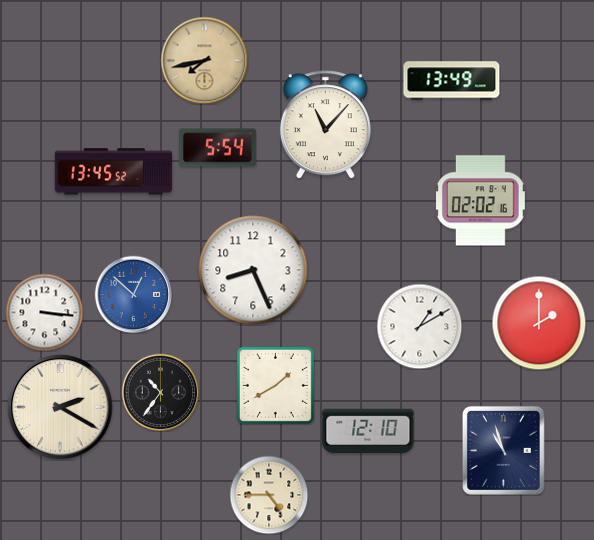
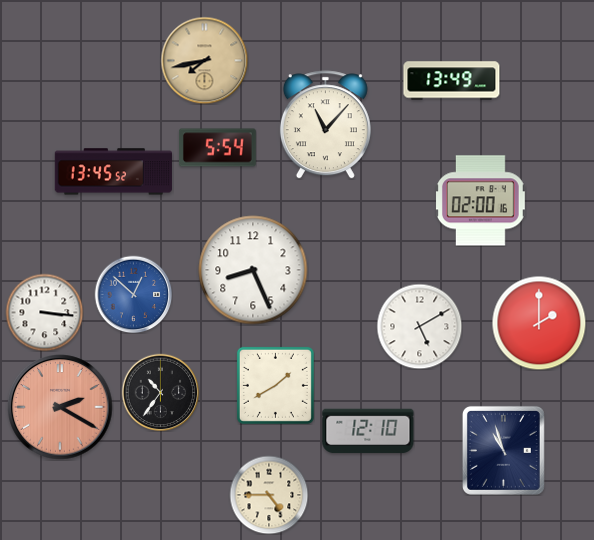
clock at (480, 201): 02:02 -> 02:00
clock at (419, 326): 1:10 -> 5:10
clock at (60, 407) dial: cream -> salmon
